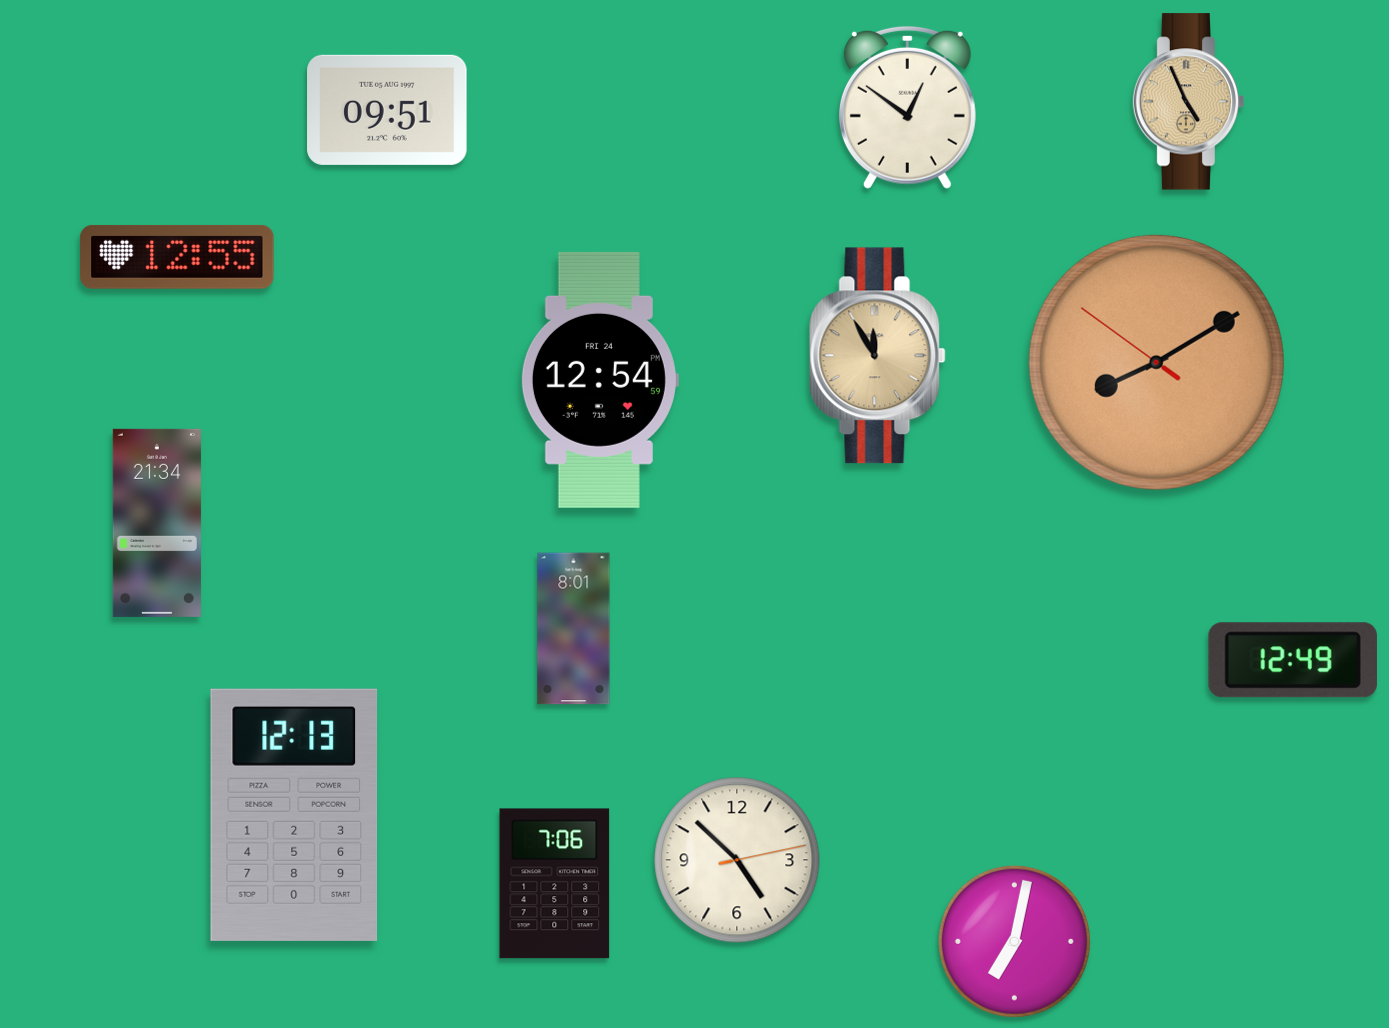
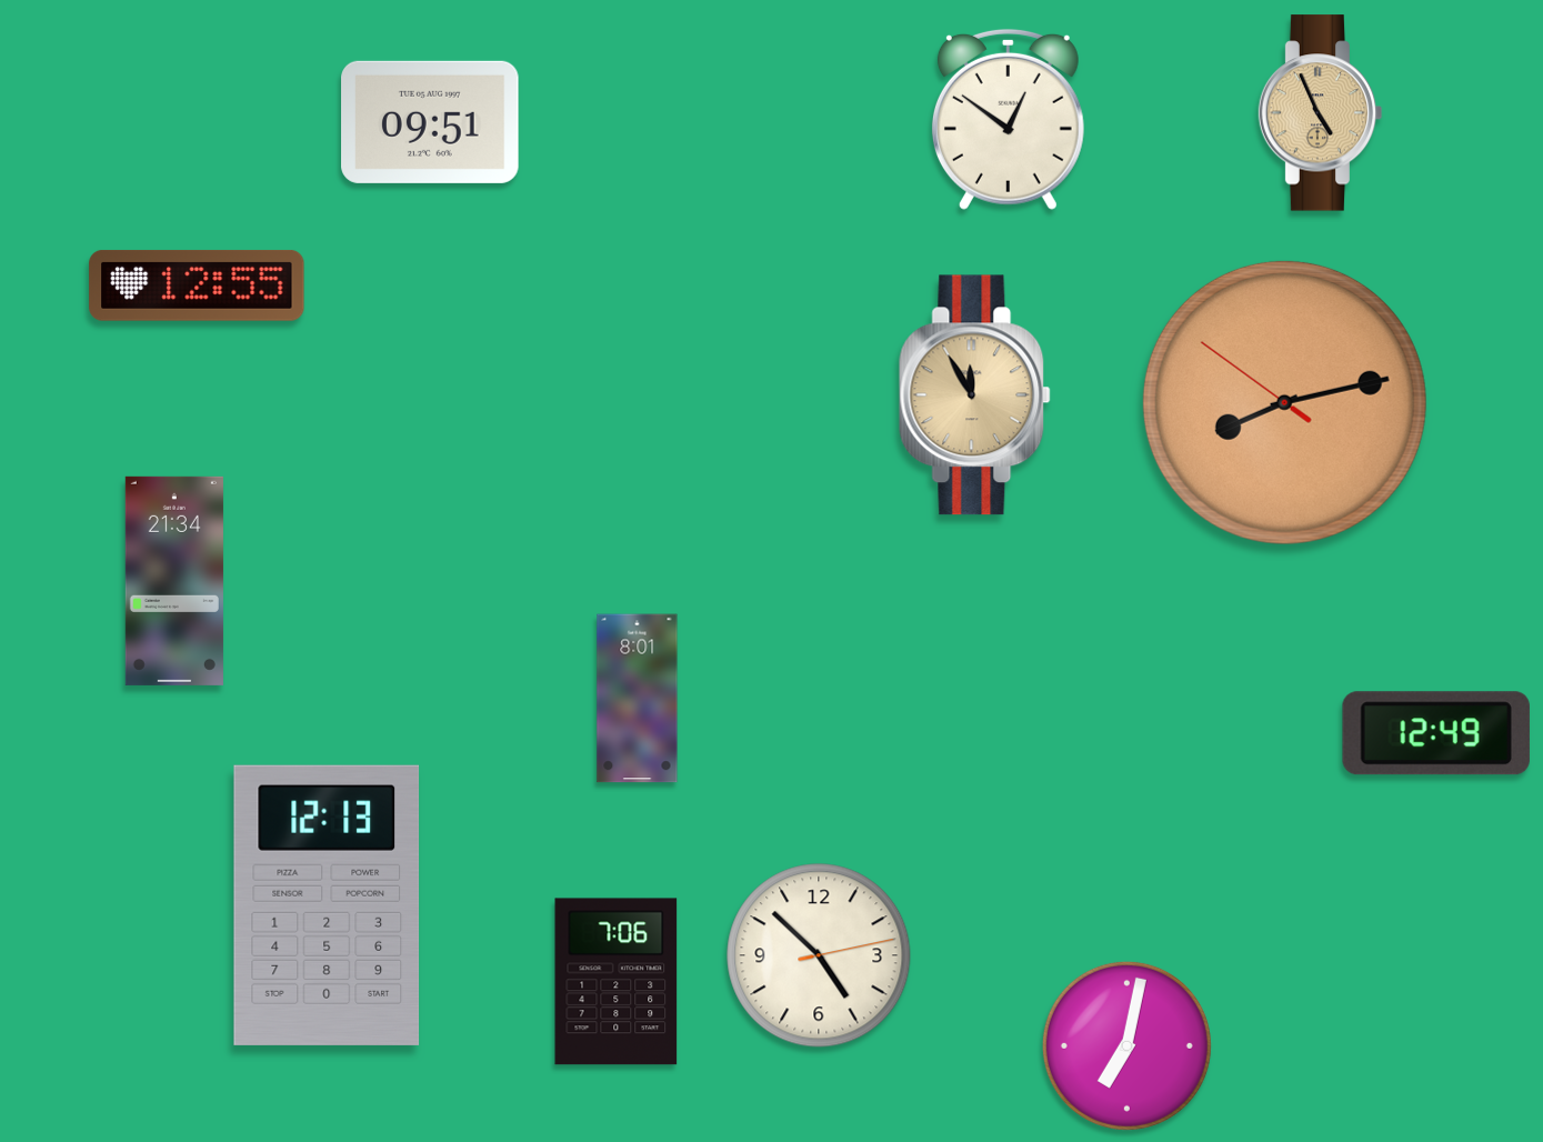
clock at (1156, 362): 8:09 -> 8:12
clock at (599, 380): 12:54 -> none
